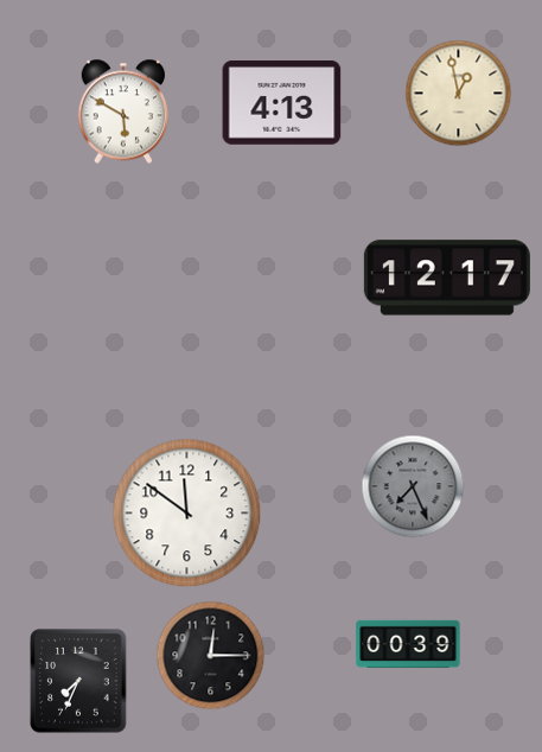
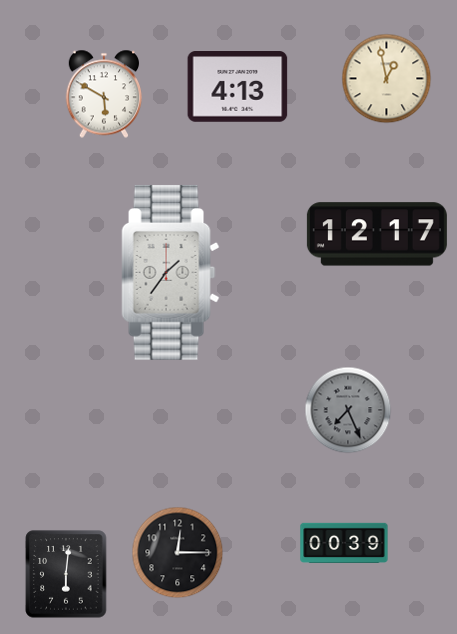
clock at (171, 272): none -> 1:36
clock at (187, 514): 11:51 -> none
clock at (78, 681): 7:34 -> 6:01
